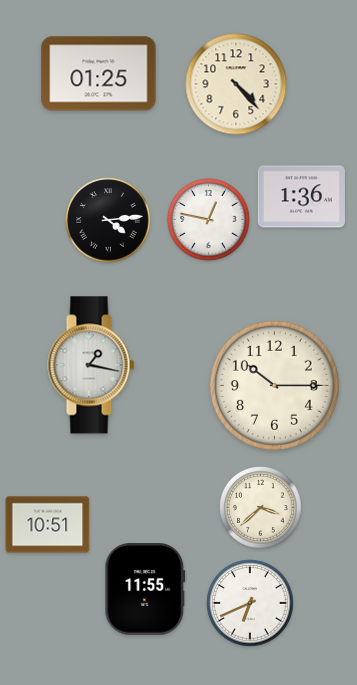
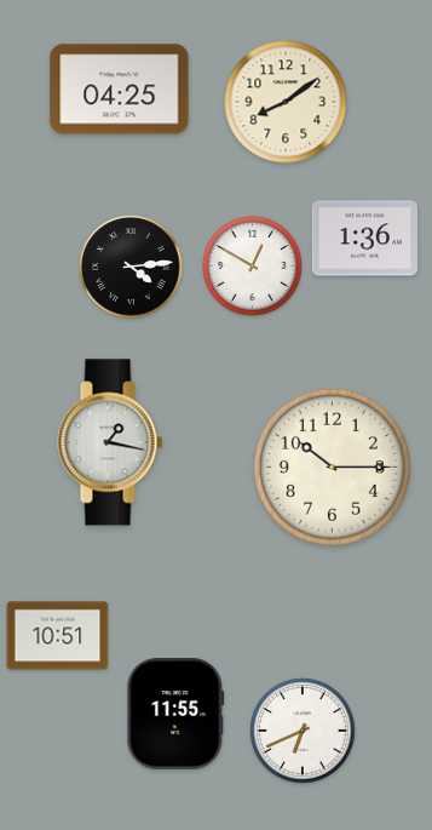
clock at (99, 74): 01:25 -> 04:25
clock at (236, 84): 4:23 -> 8:09
clock at (209, 220): 12:47 -> 12:50
clock at (261, 508): 3:38 -> none
